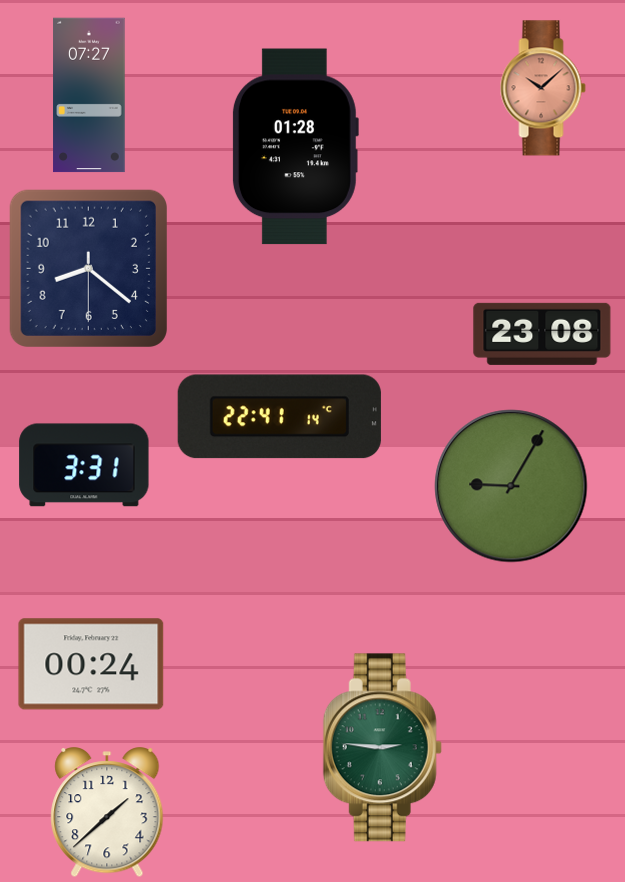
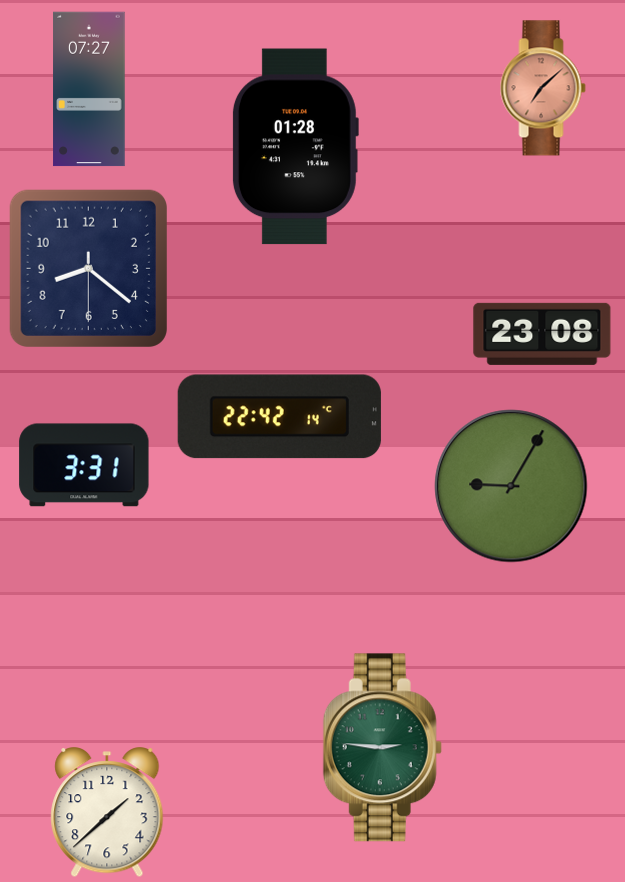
clock at (543, 88): 10:08 -> 7:08
clock at (89, 95) position: (89, 95) -> (89, 89)
clock at (279, 417): 22:41 -> 22:42
clock at (91, 664): 00:24 -> none
